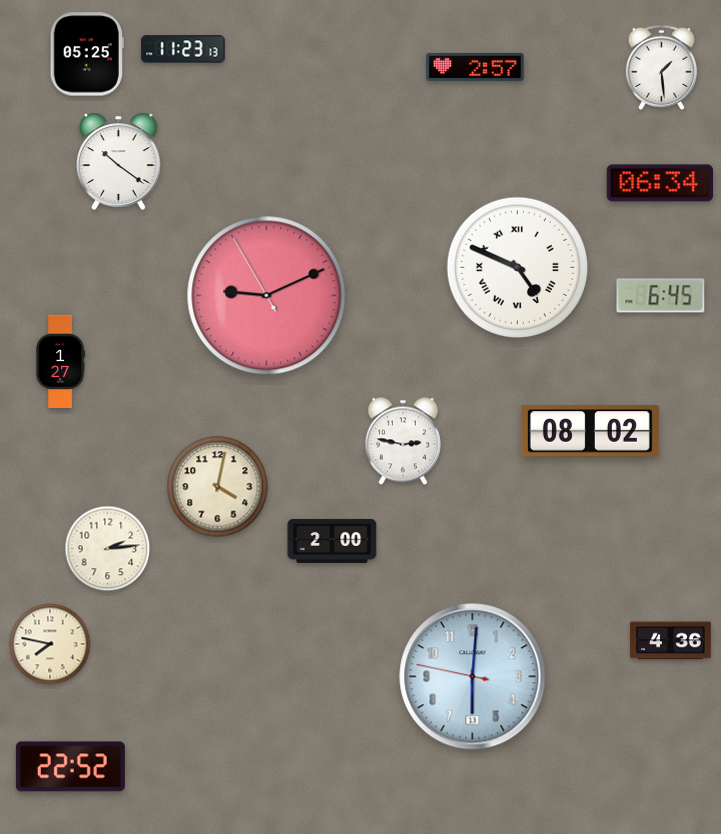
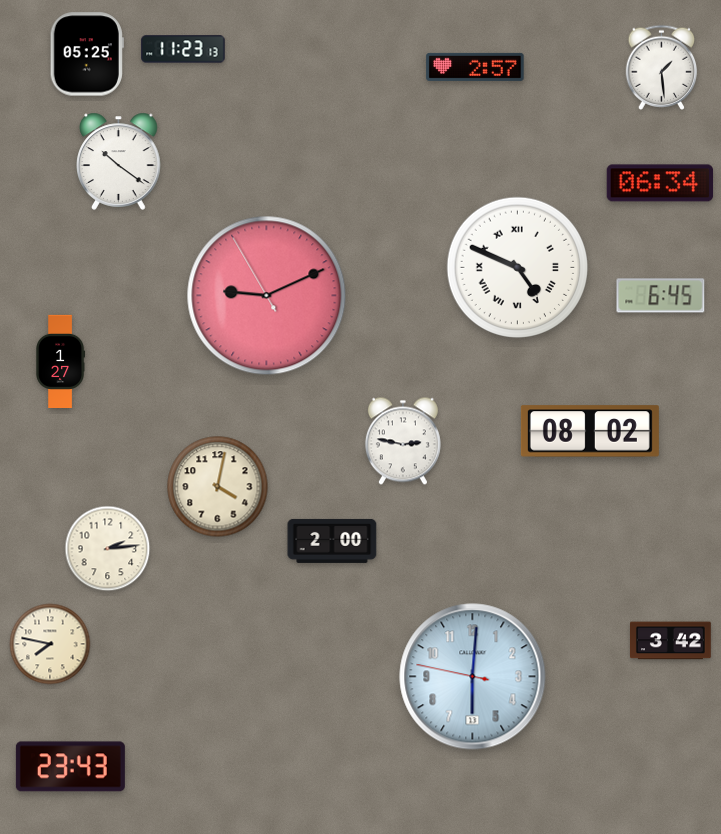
clock at (670, 641): 4:36 -> 3:42
clock at (70, 767): 22:52 -> 23:43
